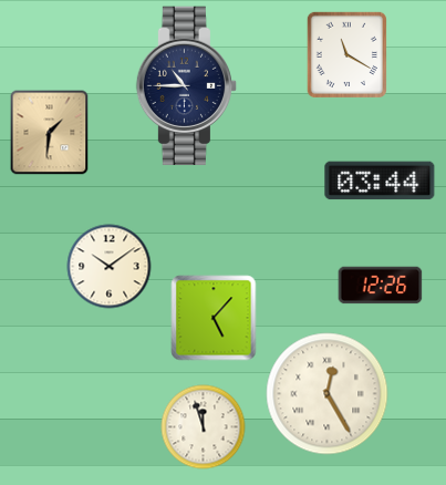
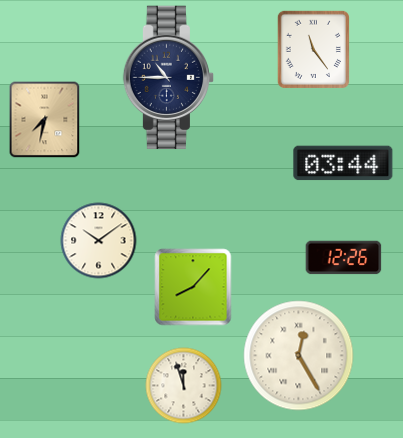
clock at (346, 54): 11:20 -> 11:24
clock at (50, 133): 1:31 -> 7:32
clock at (214, 318): 5:07 -> 8:07
clock at (328, 394) position: (328, 394) -> (299, 356)
